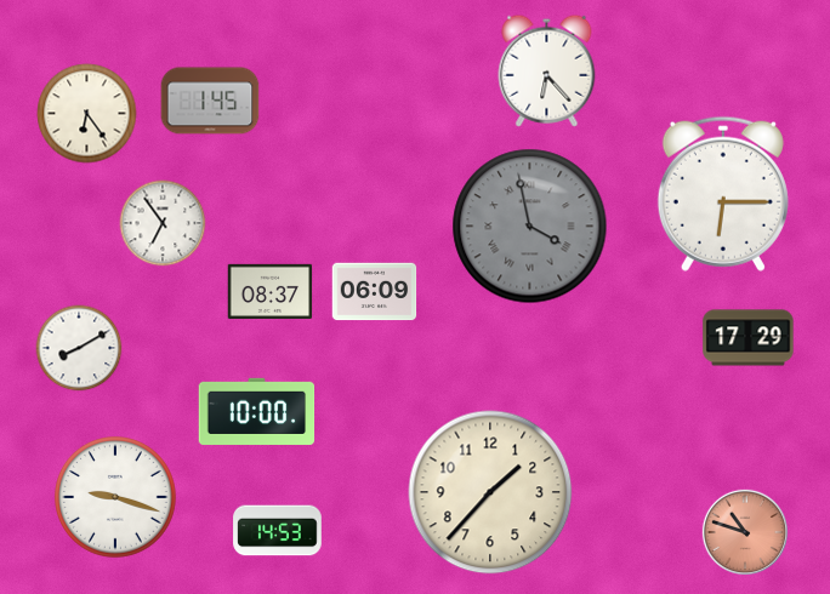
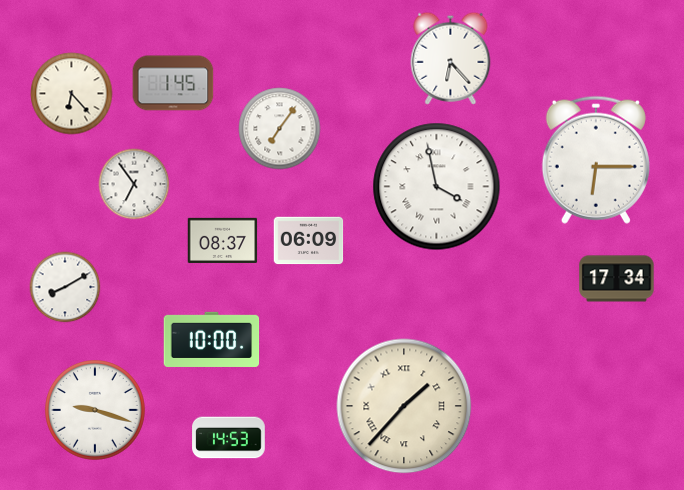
clock at (87, 114): 6:24 -> 6:23
clock at (280, 129): none -> 7:06
clock at (530, 227) dial: grey -> white
clock at (749, 338): 17:29 -> 17:34
clock at (490, 492) numerals: Arabic -> Roman
clock at (745, 532): 10:48 -> none
